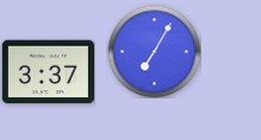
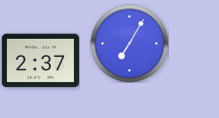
clock at (48, 72): 3:37 -> 2:37
